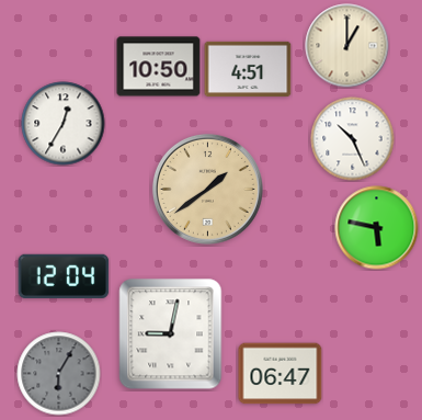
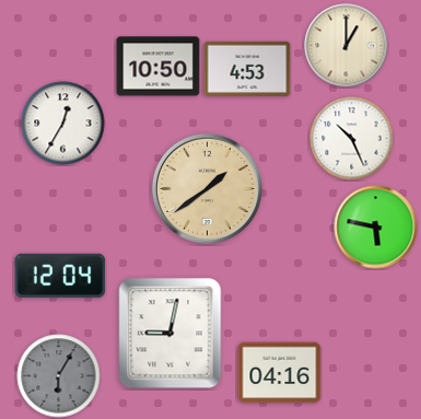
clock at (248, 68): 4:51 -> 4:53
clock at (64, 276) position: (64, 276) -> (60, 276)
clock at (59, 374) position: (59, 374) -> (59, 376)
clock at (281, 374): 06:47 -> 04:16
